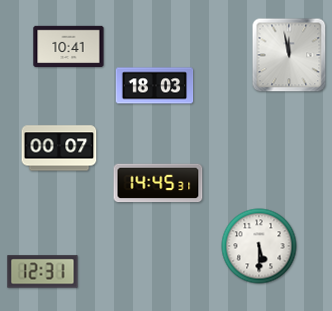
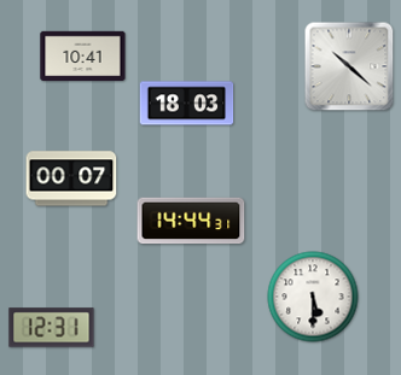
clock at (289, 55): 11:58 -> 10:22
clock at (158, 183): 14:45 -> 14:44
